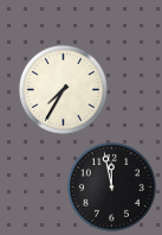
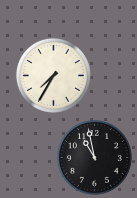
clock at (111, 186): 11:58 -> 10:58
